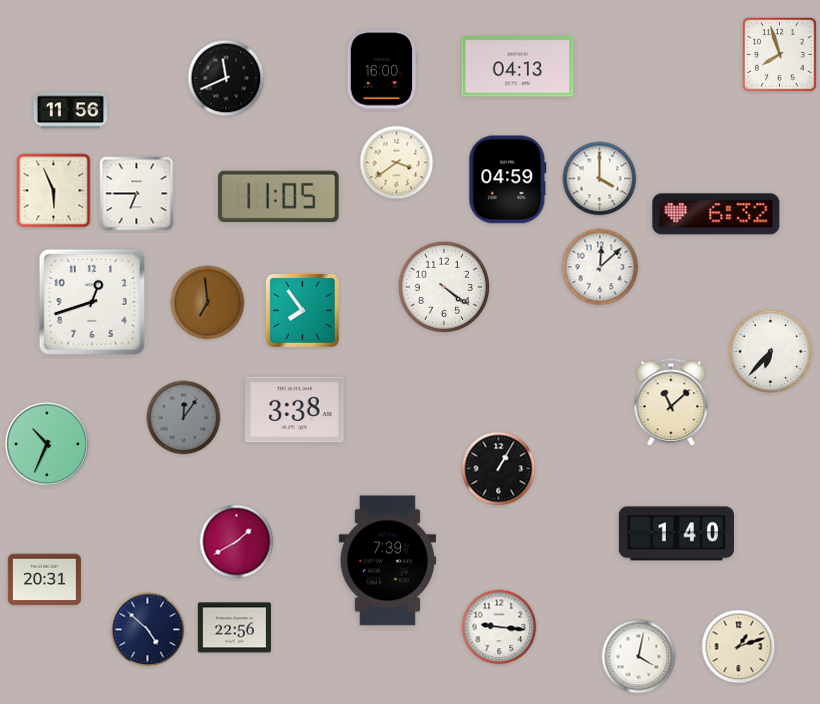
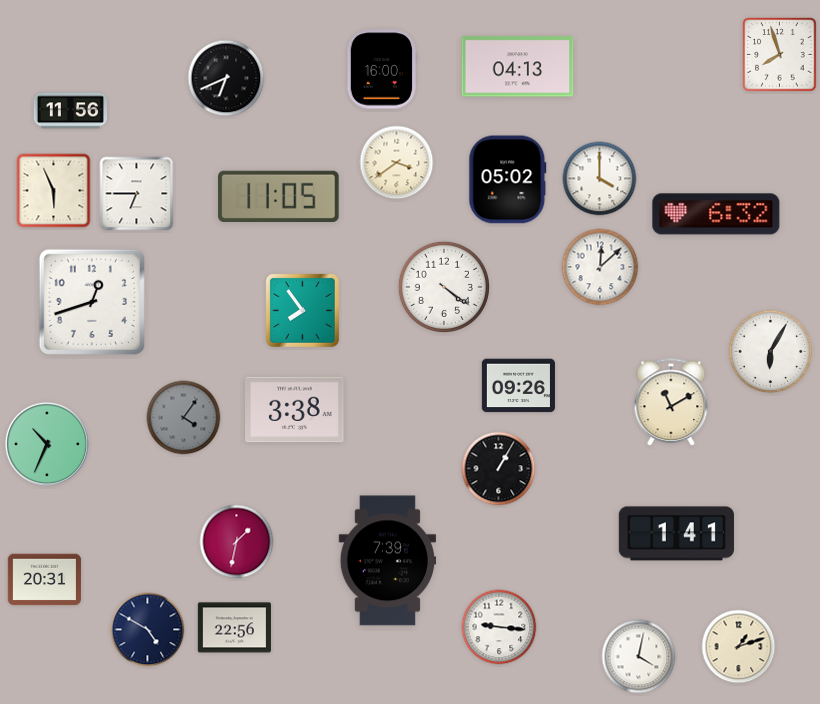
clock at (226, 78): 11:41 -> 6:41
clock at (508, 180): 04:59 -> 05:02
clock at (208, 303): 6:59 -> none
clock at (771, 352): 6:37 -> 6:05
clock at (518, 386): none -> 09:26
clock at (671, 403): 11:08 -> 11:10
clock at (184, 418): 12:06 -> 4:06
clock at (676, 534): 1:40 -> 1:41
clock at (237, 542): 1:40 -> 1:32
clock at (148, 630): 4:52 -> 4:50
